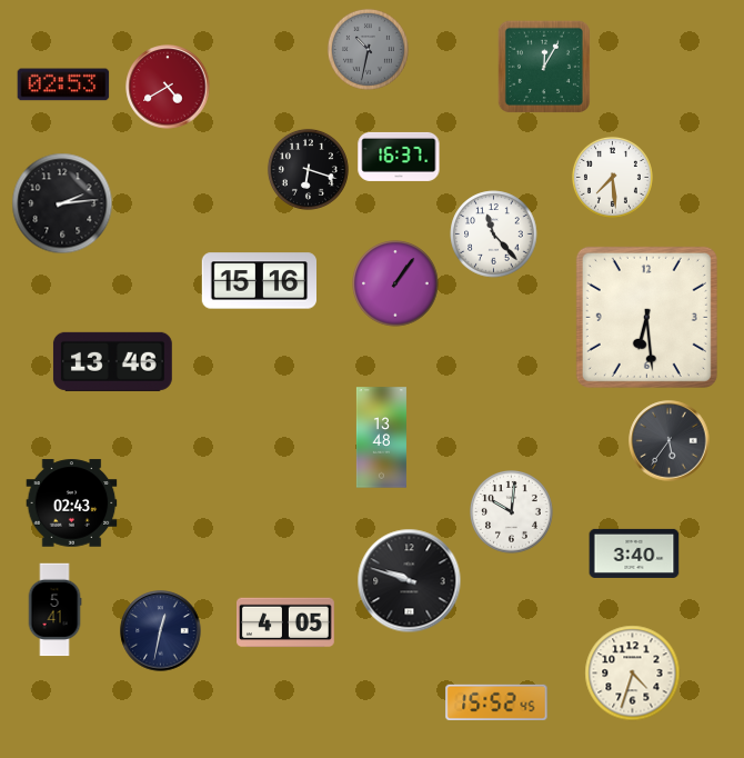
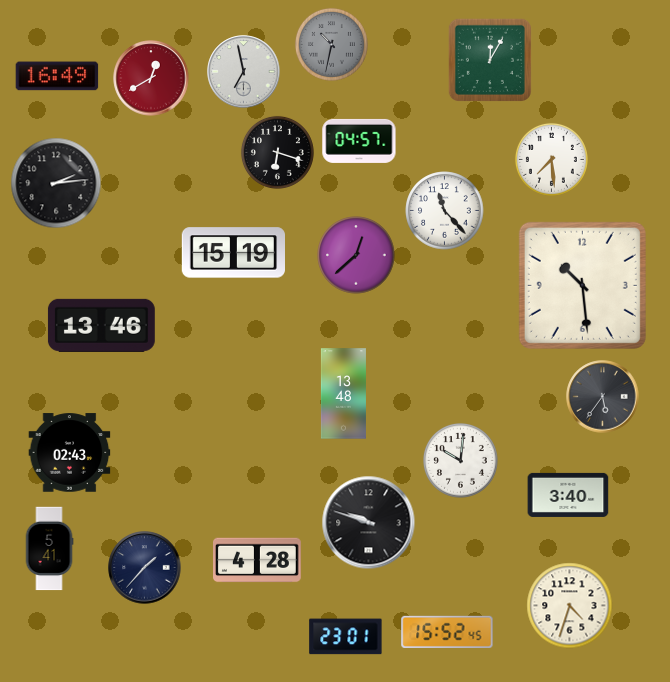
clock at (244, 72): none -> 6:58
clock at (63, 84): 02:53 -> 16:49
clock at (168, 87): 4:40 -> 12:40
clock at (399, 157): 16:37 -> 04:57
clock at (259, 281): 15:16 -> 15:19
clock at (395, 283): 1:06 -> 12:38
clock at (646, 317): 6:29 -> 10:29
clock at (72, 503) position: (72, 503) -> (70, 453)
clock at (634, 553) position: (634, 553) -> (568, 495)
clock at (286, 622): 4:05 -> 4:28
clock at (161, 631): 12:32 -> 1:37
clock at (346, 637): none -> 23:01
